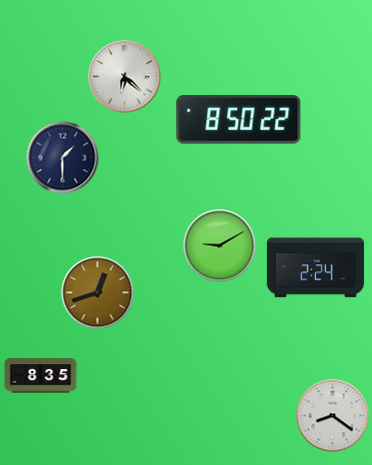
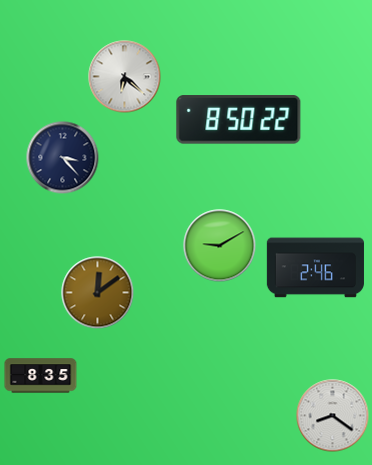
clock at (63, 158): 1:30 -> 3:23
clock at (315, 268): 2:24 -> 2:46
clock at (98, 293): 12:42 -> 12:09
